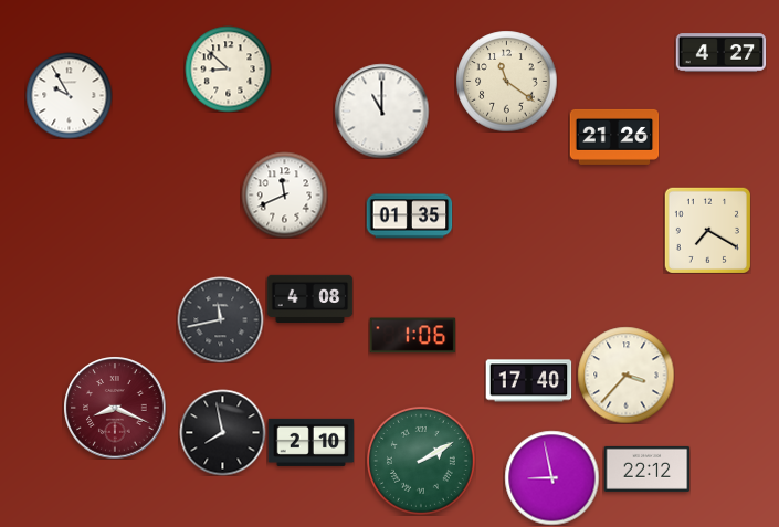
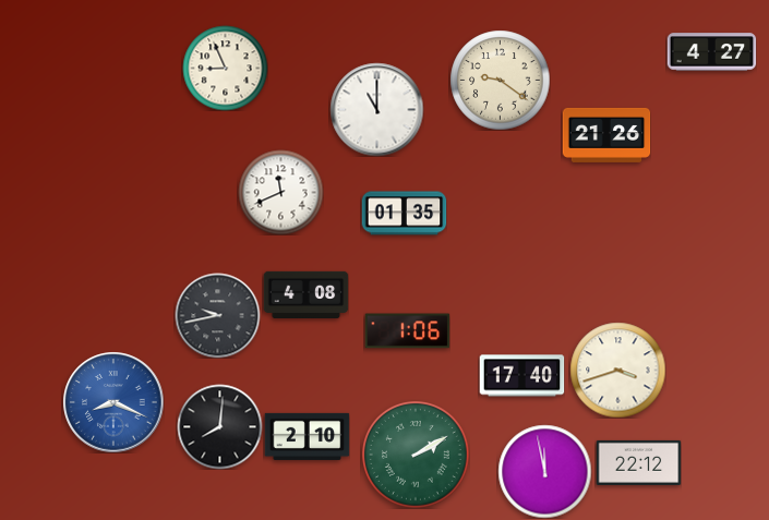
clock at (228, 68): 8:52 -> 8:56
clock at (506, 81): 11:21 -> 9:21
clock at (69, 95): 9:55 -> none
clock at (707, 230): 7:20 -> none
clock at (220, 319): 11:43 -> 9:43
clock at (625, 375): 3:37 -> 3:42
clock at (115, 408) dial: burgundy -> blue
clock at (222, 432): 7:58 -> 8:01
clock at (551, 477): 8:58 -> 11:58
